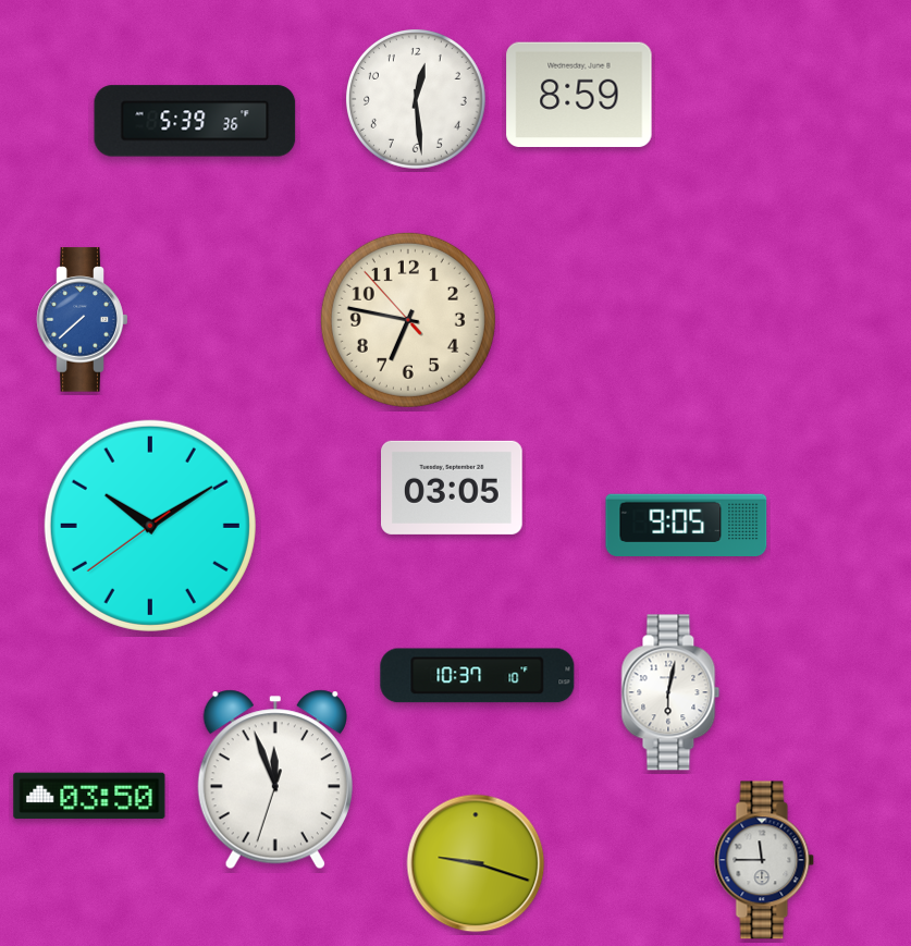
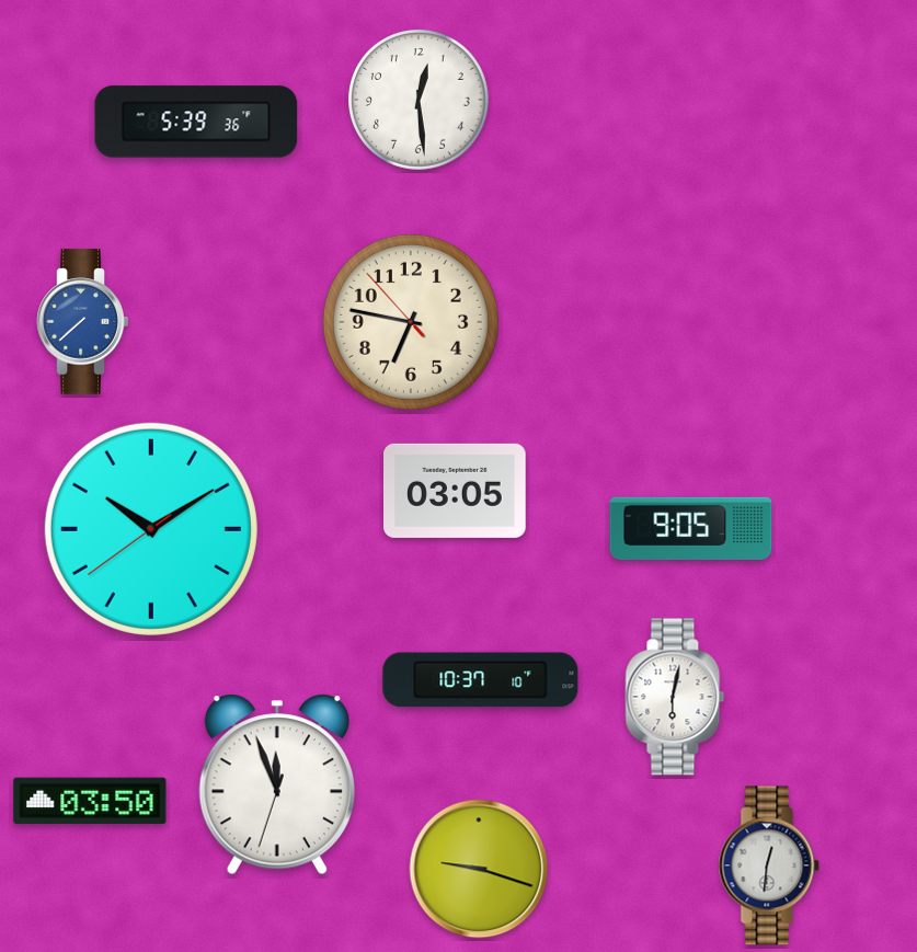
clock at (579, 95): 8:59 -> none
clock at (764, 860): 11:45 -> 12:31
